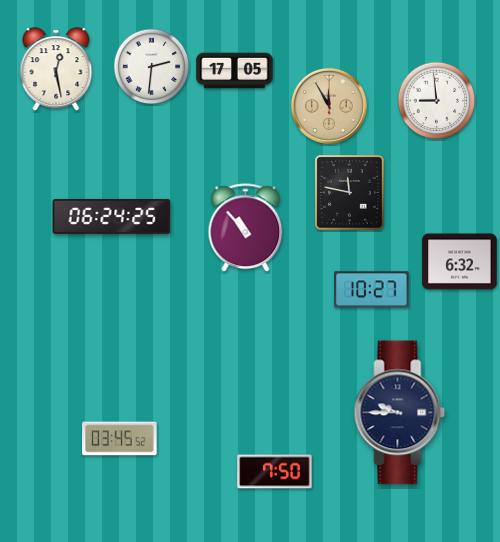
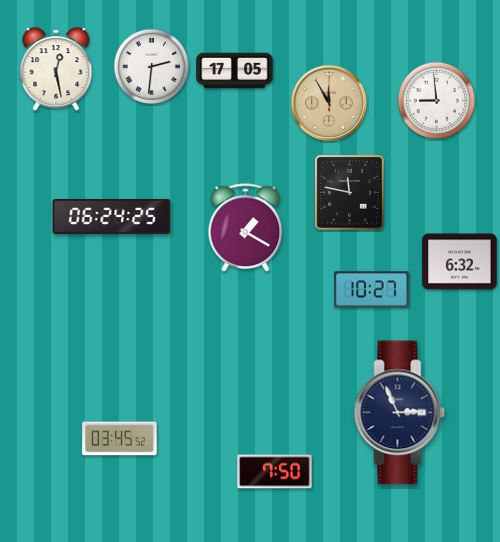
clock at (329, 106) position: (329, 106) -> (329, 103)
clock at (246, 228): 10:53 -> 1:20
clock at (400, 413): 9:45 -> 2:56
